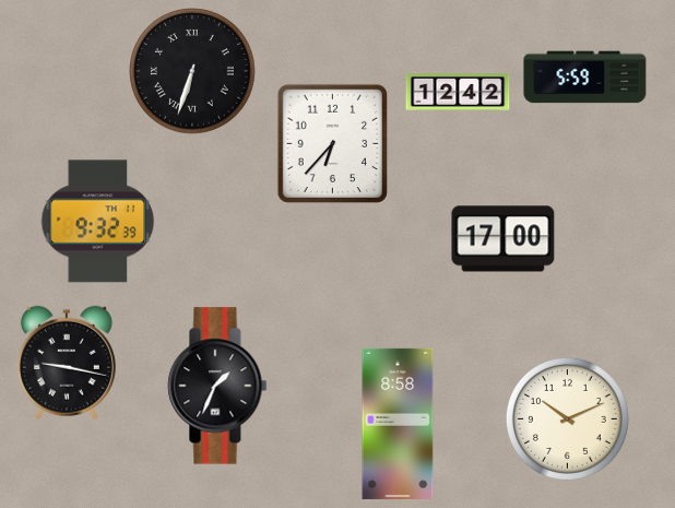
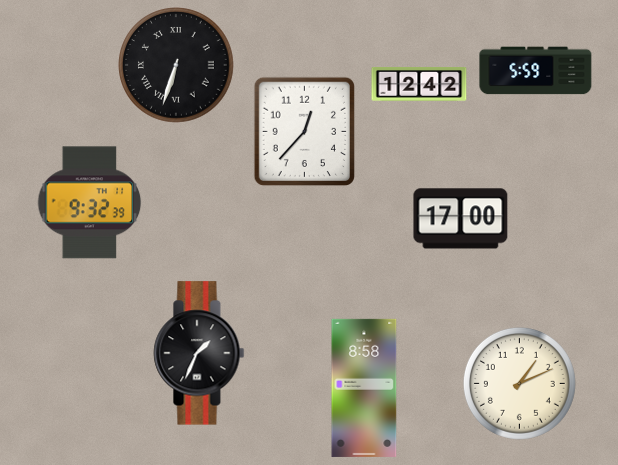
clock at (332, 143): 6:37 -> 12:37
clock at (67, 363): 9:17 -> none
clock at (567, 418): 10:11 -> 1:11
